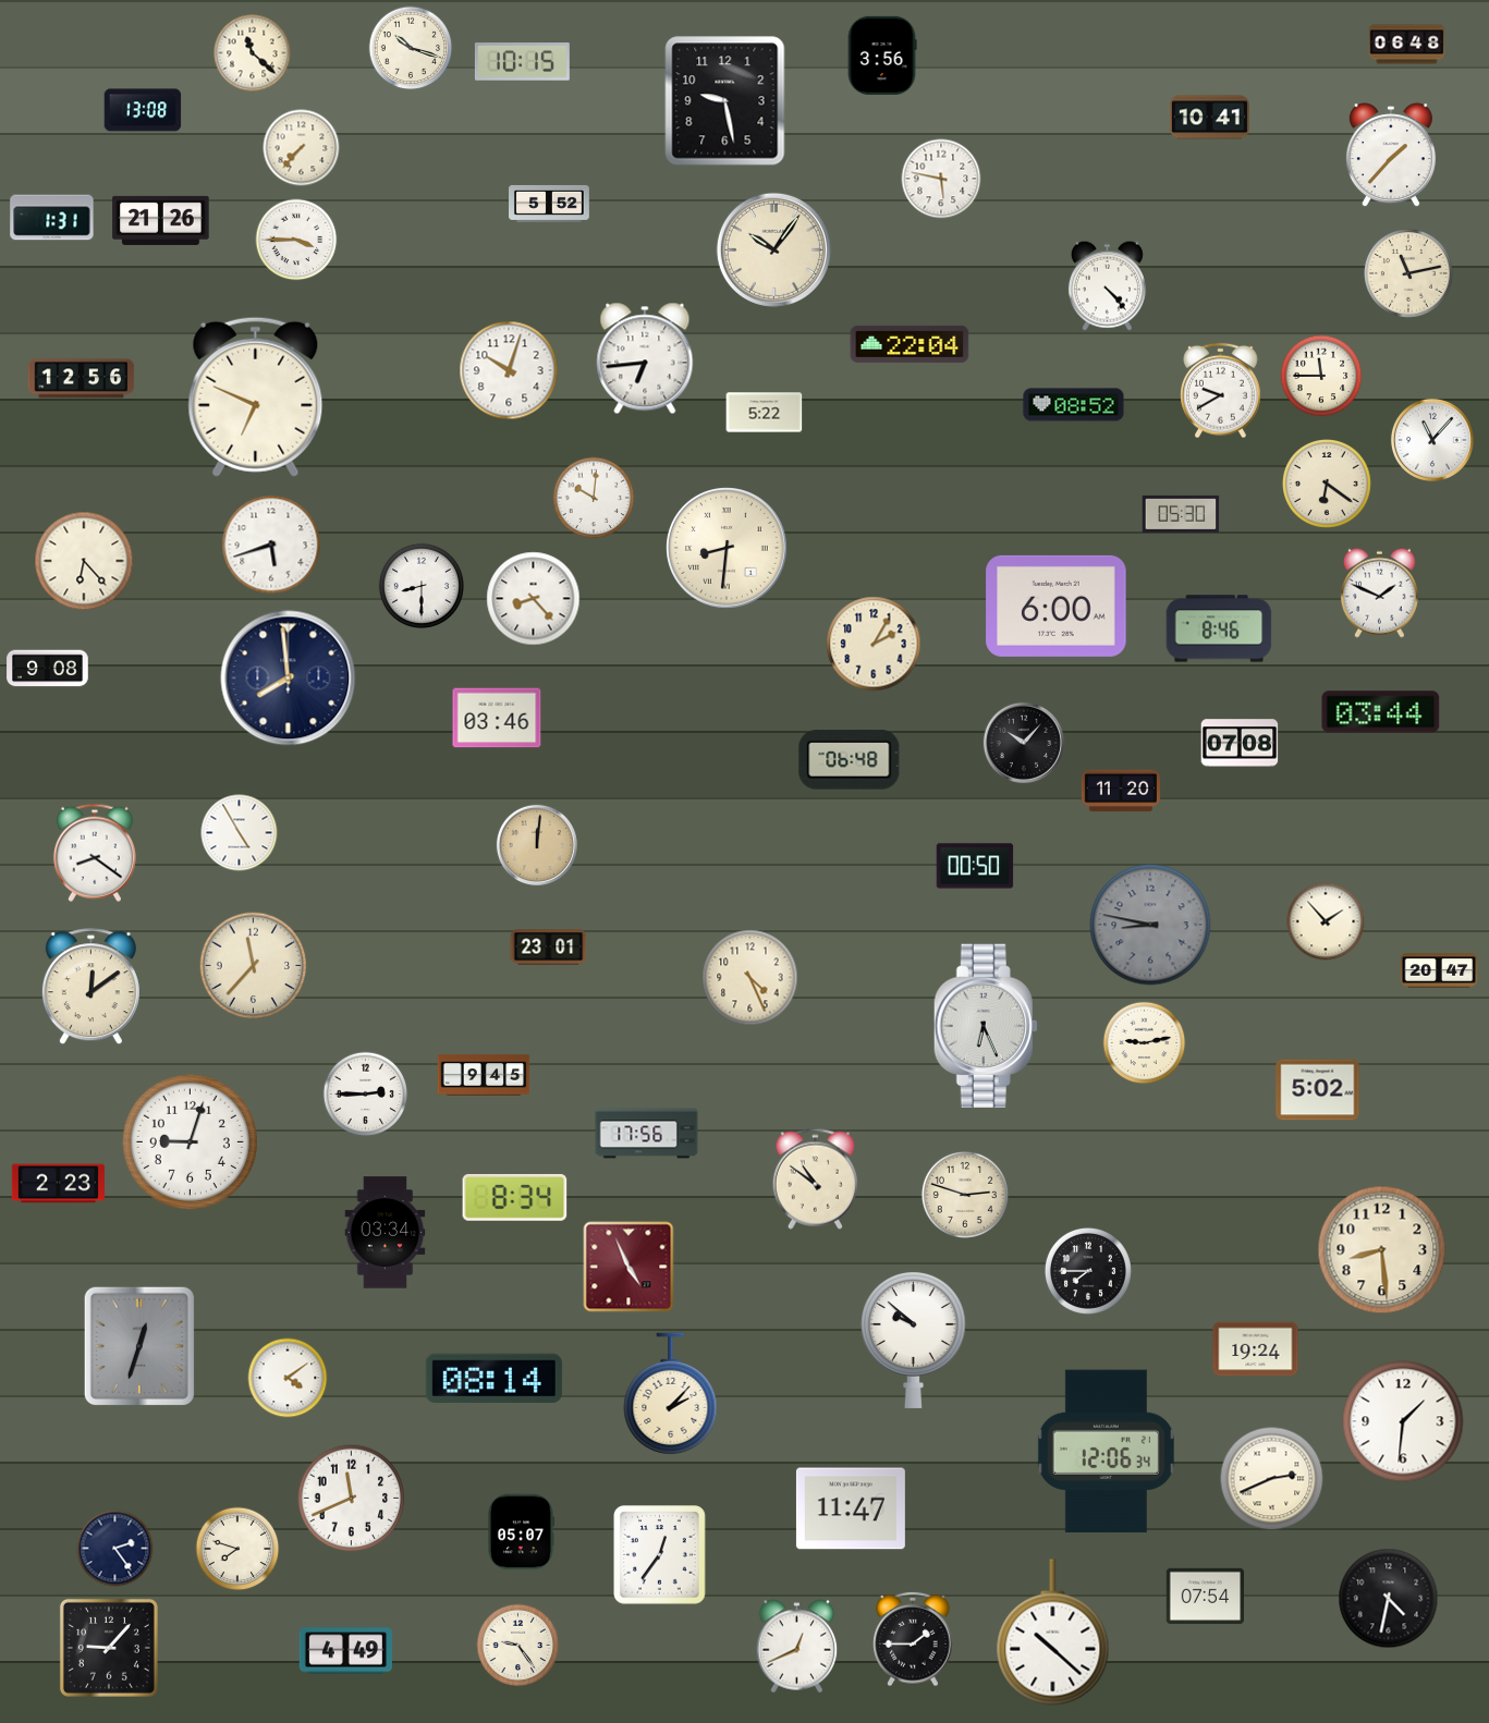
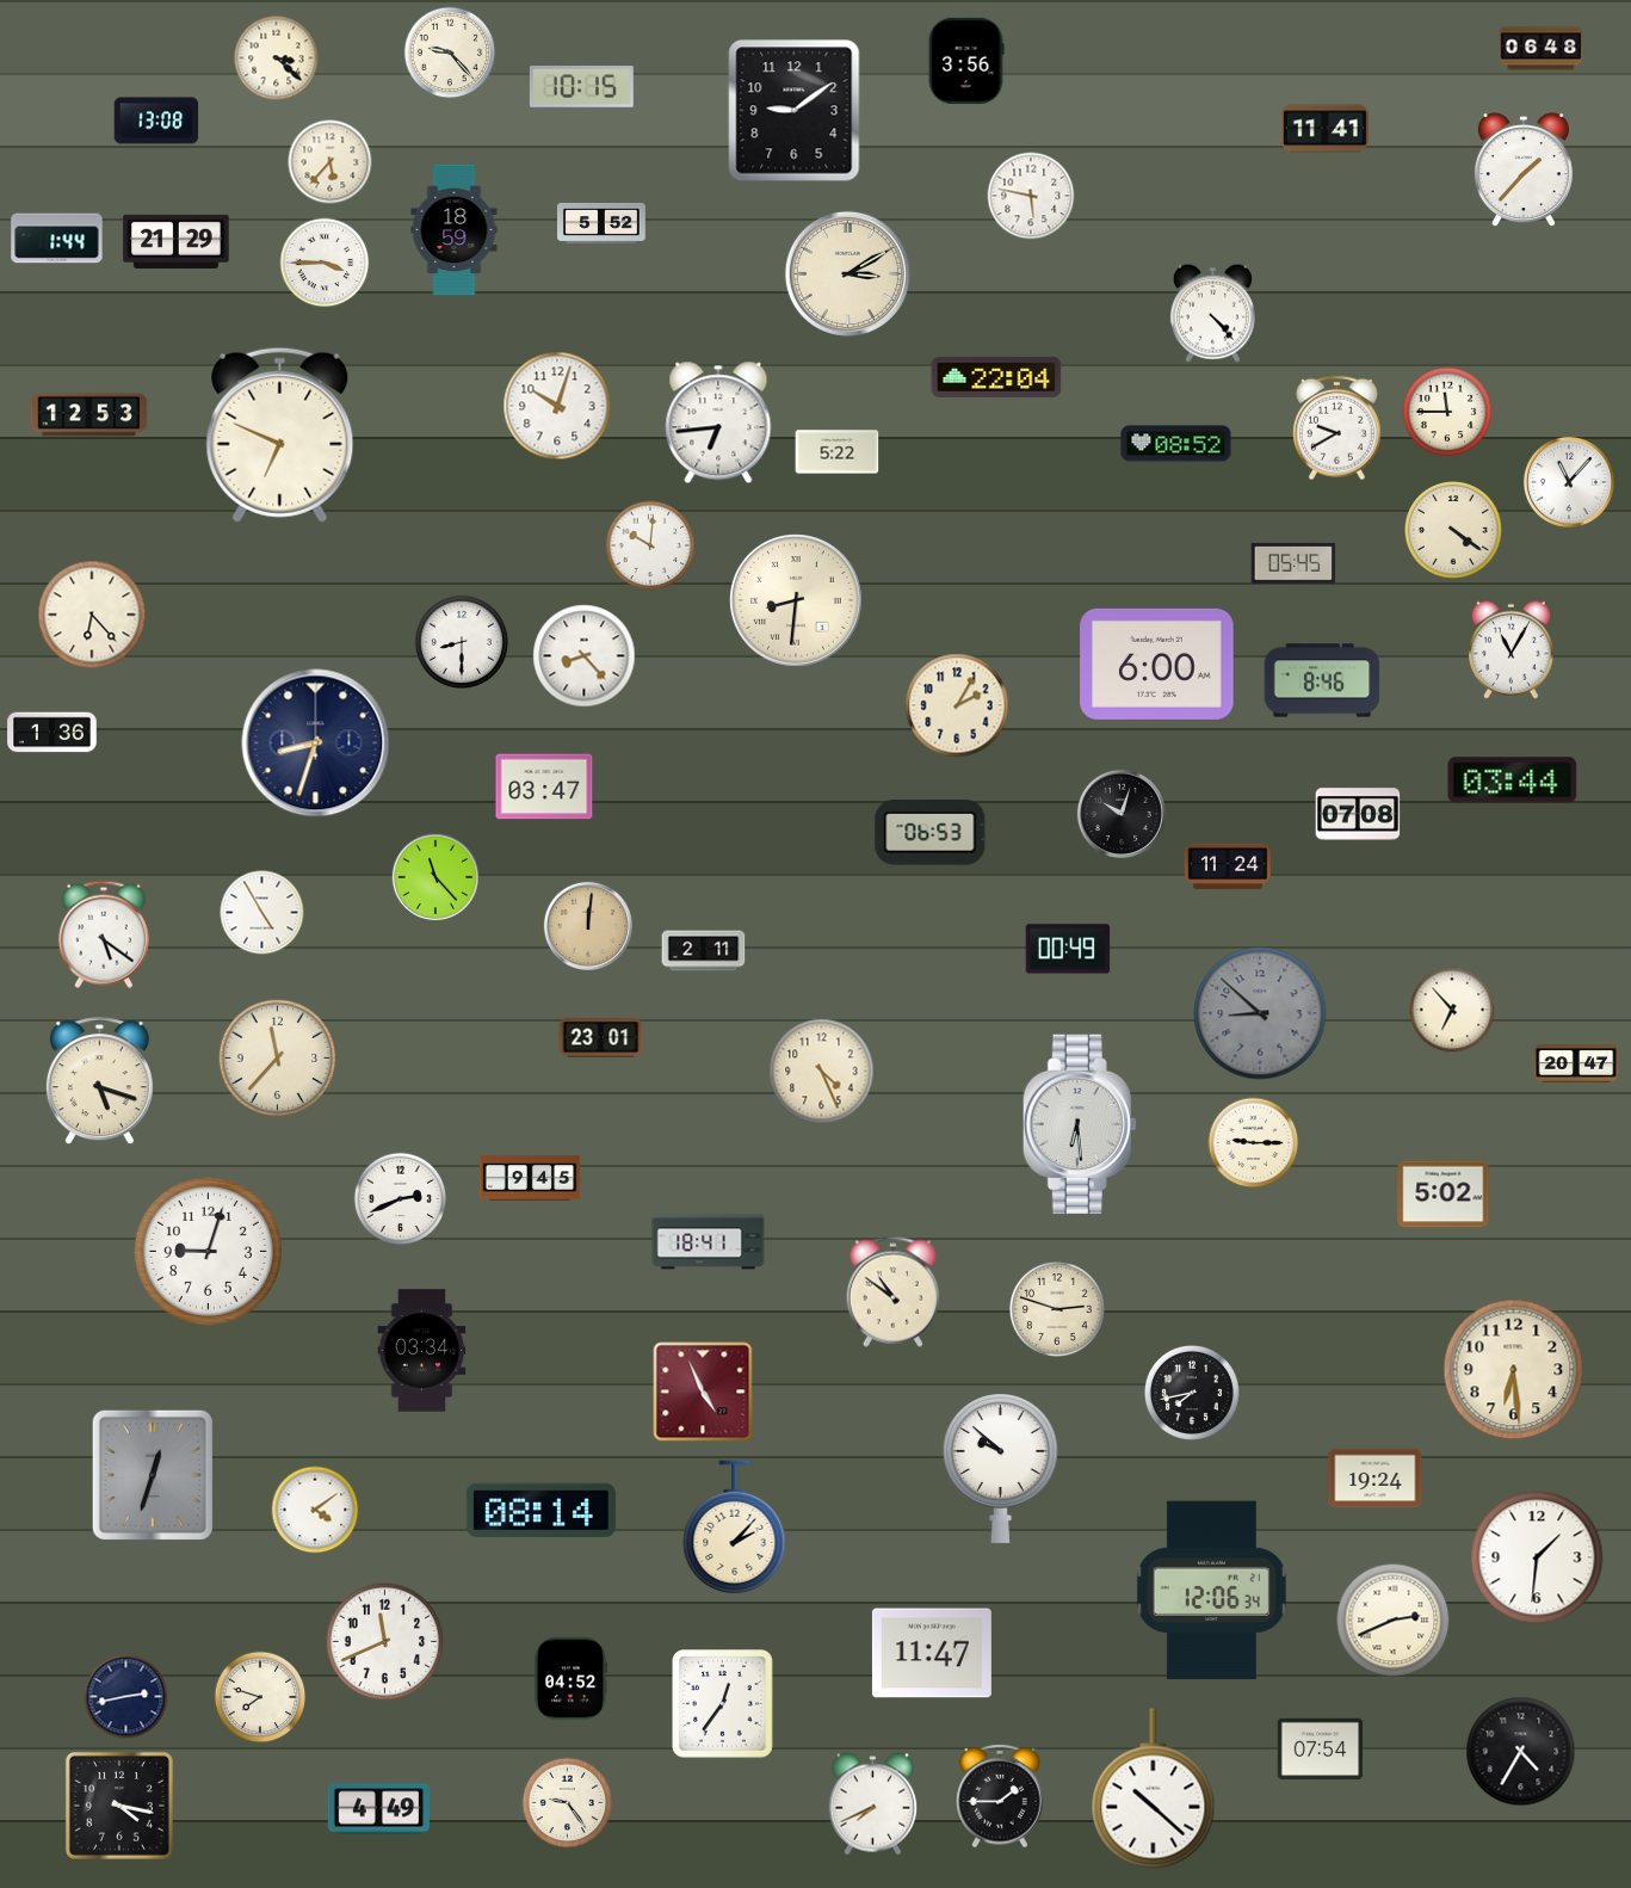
clock at (411, 48): 10:18 -> 9:23
clock at (253, 53): 11:22 -> 3:22
clock at (522, 62) position: (522, 62) -> (581, 87)
clock at (725, 101): 9:28 -> 9:09
clock at (1209, 118): 10:41 -> 11:41
clock at (302, 148): 7:37 -> 5:37
clock at (455, 230): none -> 18:59
clock at (52, 218): 1:31 -> 1:44
clock at (161, 220): 21:26 -> 21:29
clock at (773, 249): 10:06 -> 3:10
clock at (1409, 274): 11:13 -> none
clock at (645, 358) position: (645, 358) -> (718, 422)
clock at (82, 379): 12:56 -> 12:53
clock at (1328, 485): 6:21 -> 4:21
clock at (1181, 514): 05:30 -> 05:45
clock at (271, 545): 5:42 -> none
clock at (1379, 592): 1:49 -> 11:05
clock at (1219, 628) position: (1219, 628) -> (1322, 680)
clock at (48, 669): 9:08 -> 1:36
clock at (289, 679): 7:59 -> 8:33
clock at (497, 718): 03:46 -> 03:47
clock at (1024, 743): 10:07 -> 10:03
clock at (850, 760): 06:48 -> 06:53
clock at (1120, 791): 11:20 -> 11:24
clock at (435, 877): none -> 11:23
clock at (95, 853): 8:21 -> 5:21
clock at (975, 866): 00:50 -> 00:49
clock at (704, 951): none -> 2:11
clock at (1326, 921): 1:53 -> 6:53
clock at (1150, 925): 8:47 -> 8:52
clock at (90, 987): 12:09 -> 5:18
clock at (986, 1025): 6:26 -> 6:29
clock at (1145, 1043): 9:13 -> 9:15
clock at (366, 1095): 2:45 -> 2:41
clock at (647, 1134): 17:56 -> 18:41
clock at (58, 1184): 2:23 -> none
clock at (515, 1197): 8:34 -> none
clock at (1382, 1250): 8:29 -> 6:29
clock at (628, 1267) position: (628, 1267) -> (703, 1392)
clock at (1088, 1271): 7:45 -> 7:43
clock at (520, 1532): 05:07 -> 04:52
clock at (115, 1549): 2:24 -> 2:43
clock at (1389, 1599): 4:32 -> 4:35
clock at (797, 1647): 12:41 -> 7:41
clock at (109, 1648): 9:07 -> 4:17
